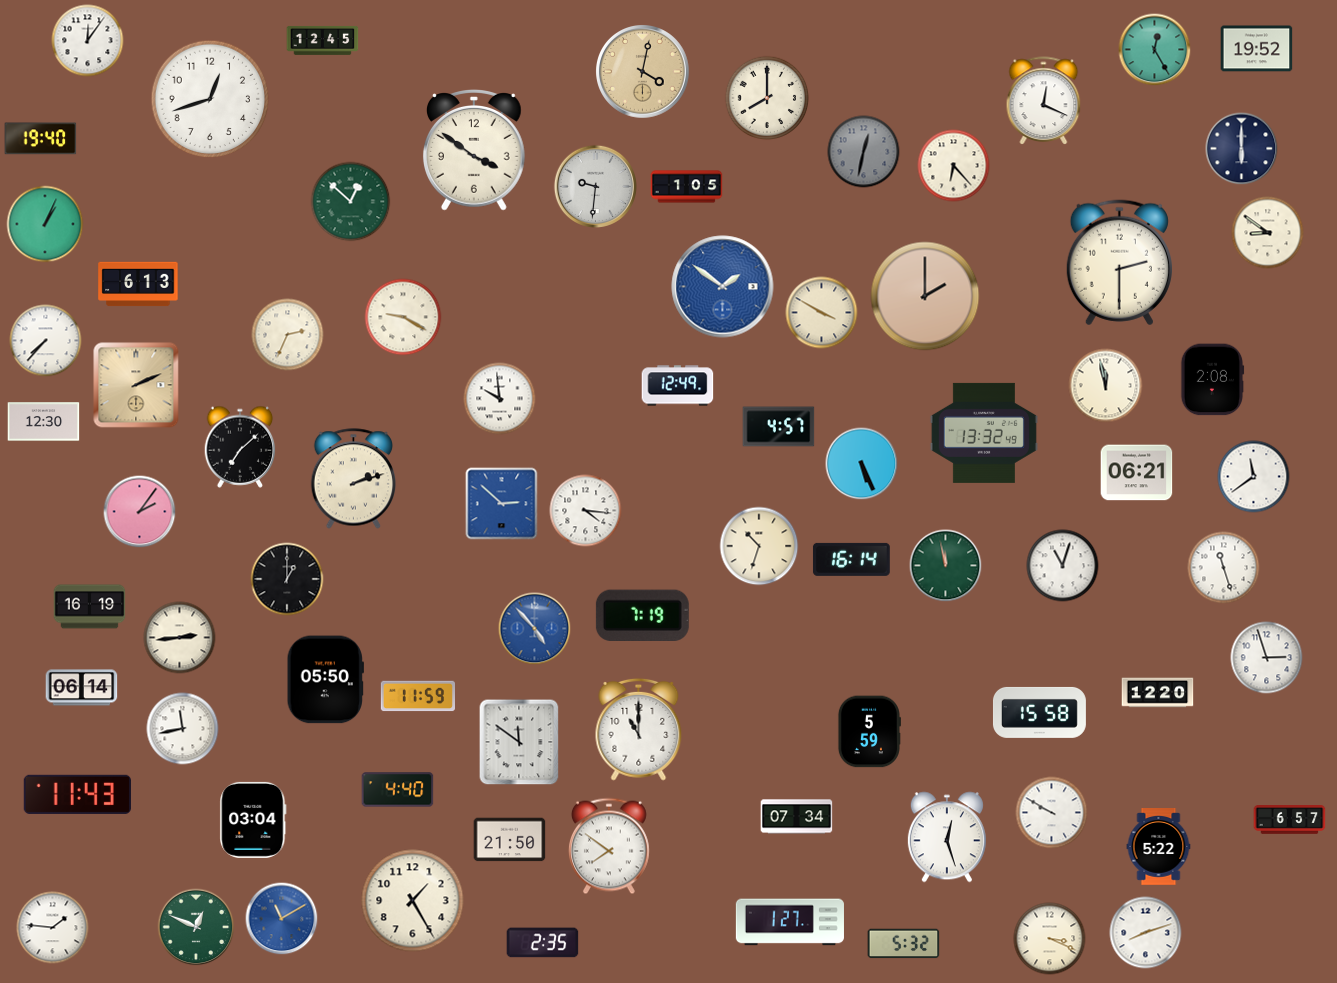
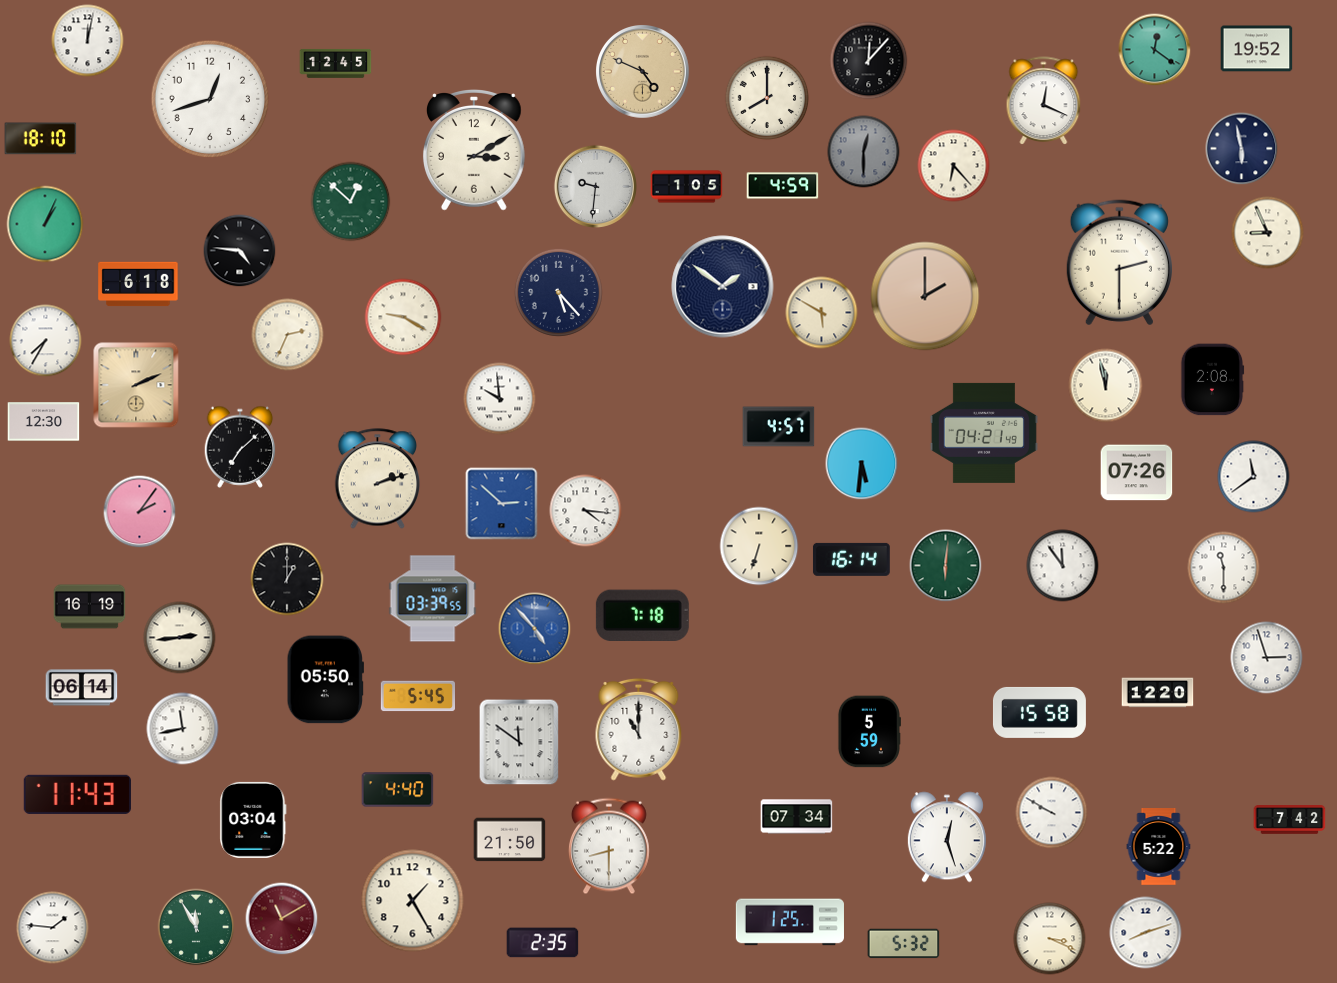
clock at (323, 40) position: (323, 40) -> (336, 63)
clock at (88, 41): 12:06 -> 12:02
clock at (1155, 50): 12:25 -> 12:21
clock at (869, 61): none -> 12:07
clock at (643, 72): 4:02 -> 4:49
clock at (41, 139): 19:40 -> 18:10
clock at (1242, 149): 6:00 -> 5:58
clock at (474, 151): 3:51 -> 3:10
clock at (864, 152): 12:32 -> 12:30
clock at (783, 186): none -> 4:59
clock at (1268, 233): 8:51 -> 8:56
clock at (240, 251): none -> 4:46
clock at (138, 284): 6:13 -> 6:18
clock at (723, 287) dial: blue -> navy
clock at (558, 292): none -> 5:23
clock at (822, 313): 3:50 -> 5:50
clock at (46, 341): 7:37 -> 7:35
clock at (678, 386): 12:49 -> none
clock at (984, 433): 13:32 -> 04:21
clock at (862, 464): 5:26 -> 5:31
clock at (1137, 473): 06:21 -> 07:26
clock at (354, 479) position: (354, 479) -> (378, 479)
clock at (759, 546): 10:33 -> 6:33
clock at (946, 566): 11:58 -> 6:01
clock at (1063, 566): 11:03 -> 11:54
clock at (1224, 568): 11:27 -> 11:30
clock at (433, 599): none -> 03:39
clock at (642, 615): 7:19 -> 7:18
clock at (417, 696): 11:59 -> 5:45
clock at (1290, 820): 6:57 -> 7:42
clock at (609, 846): 7:51 -> 8:30
clock at (282, 919) dial: blue -> burgundy
clock at (790, 922): 1:27 -> 1:25
clock at (196, 927): 12:49 -> 11:55
